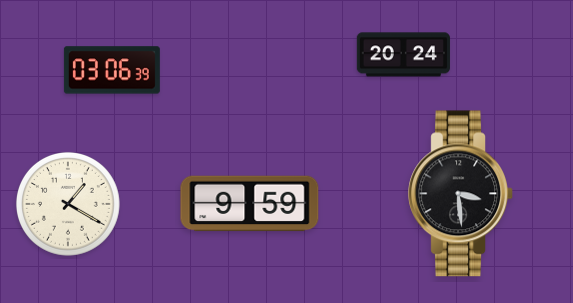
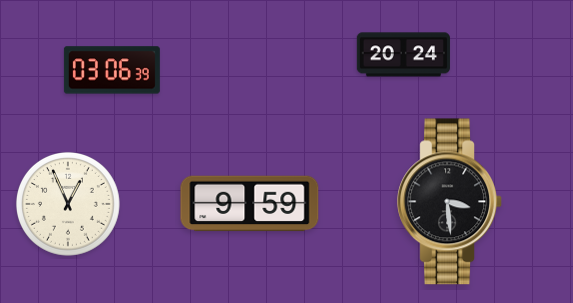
clock at (460, 194) position: (460, 194) -> (449, 202)
clock at (68, 204): 1:20 -> 12:56
